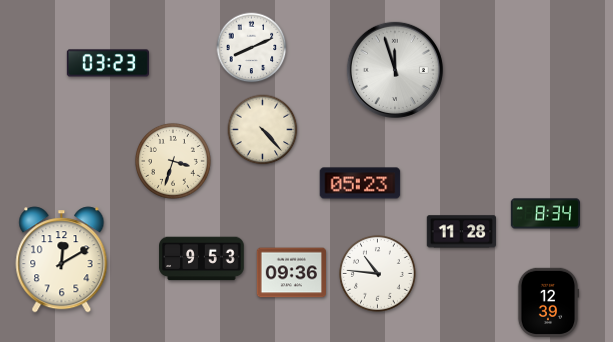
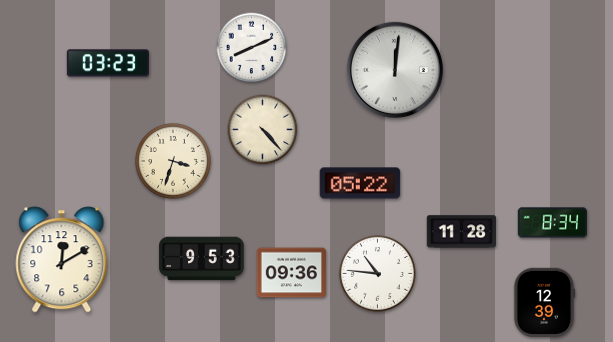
clock at (395, 70): 11:57 -> 12:01
clock at (360, 183): 05:23 -> 05:22
clock at (545, 214) position: (545, 214) -> (552, 223)
clock at (548, 302) position: (548, 302) -> (544, 302)
